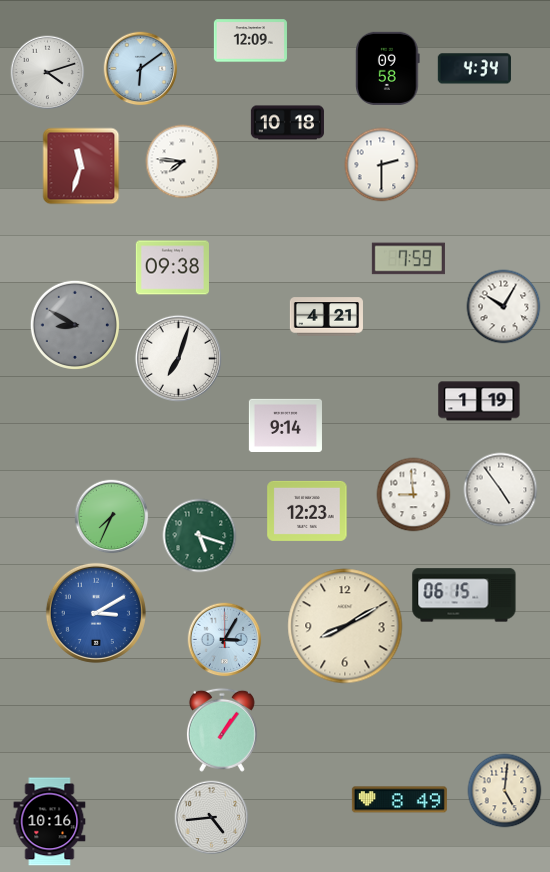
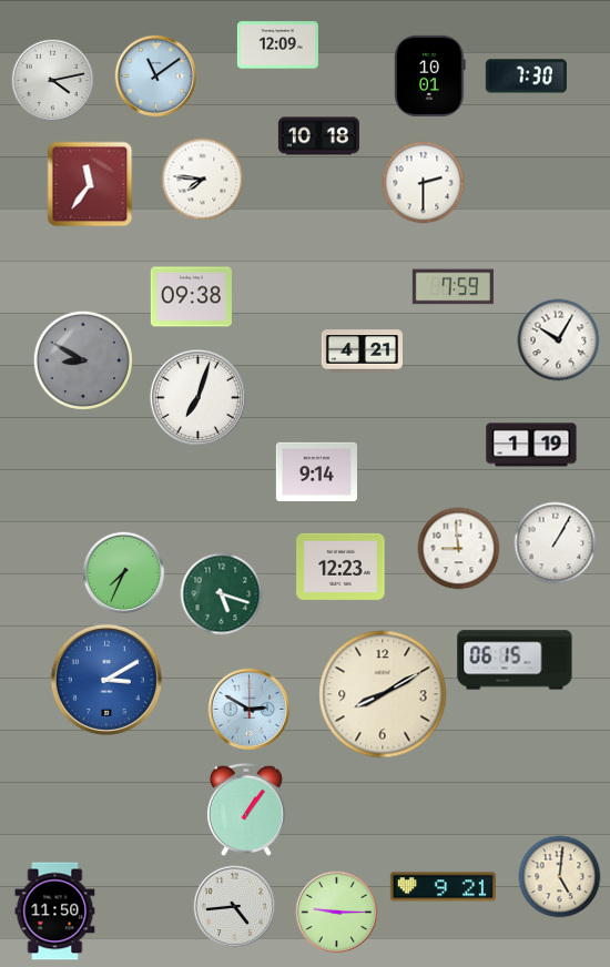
clock at (388, 68): 09:58 -> 10:01
clock at (141, 69): 6:09 -> 11:09
clock at (474, 69): 4:34 -> 7:30
clock at (48, 73): 4:12 -> 4:13
clock at (81, 166): 11:33 -> 11:36
clock at (501, 490): 4:54 -> 1:05
clock at (225, 640): 3:05 -> 2:50
clock at (399, 800): 8:49 -> 9:21
clock at (50, 822): 10:16 -> 11:50
clock at (337, 913): none -> 9:15
